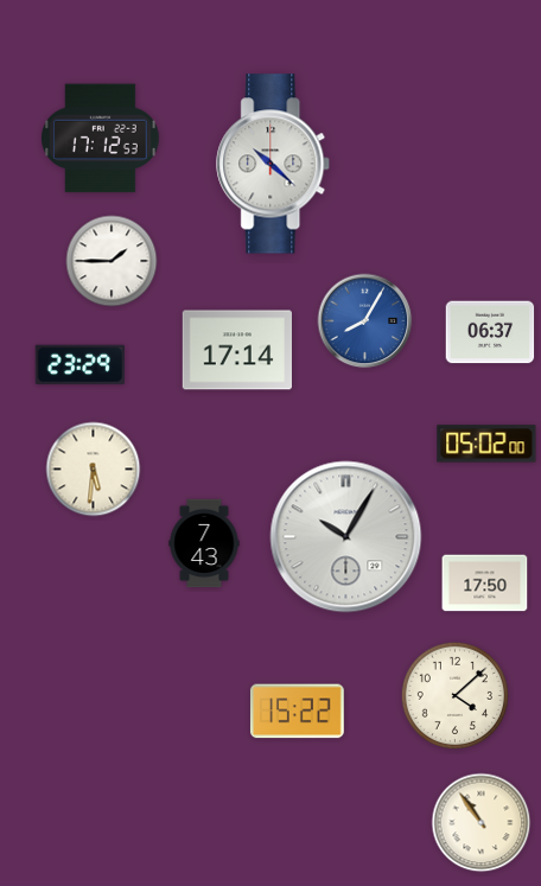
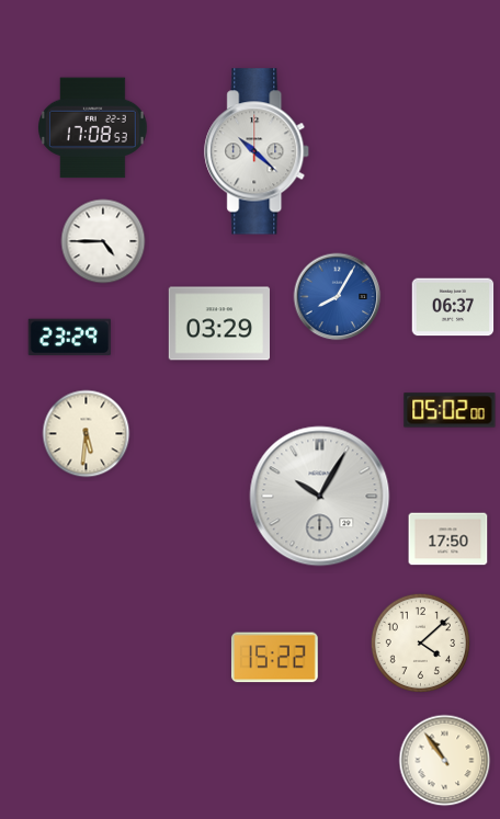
clock at (101, 139): 17:12 -> 17:08
clock at (274, 164) position: (274, 164) -> (258, 151)
clock at (112, 261): 1:45 -> 4:45
clock at (236, 350): 17:14 -> 03:29
clock at (79, 365) position: (79, 365) -> (69, 338)
clock at (204, 543): 7:43 -> none
